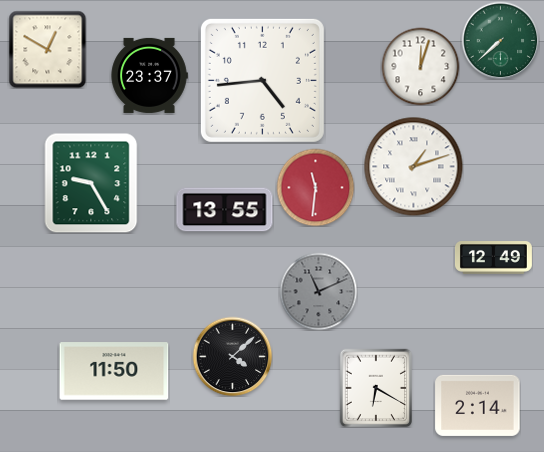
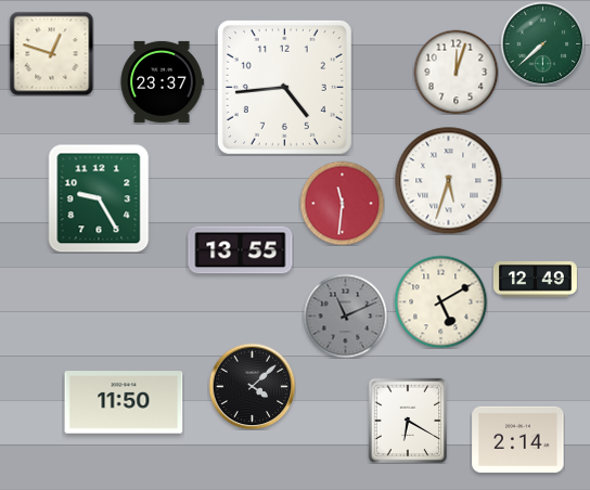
clock at (47, 49): 12:50 -> 12:48
clock at (414, 167): 1:12 -> 5:33
clock at (225, 210) position: (225, 210) -> (241, 250)
clock at (440, 301): none -> 5:10
